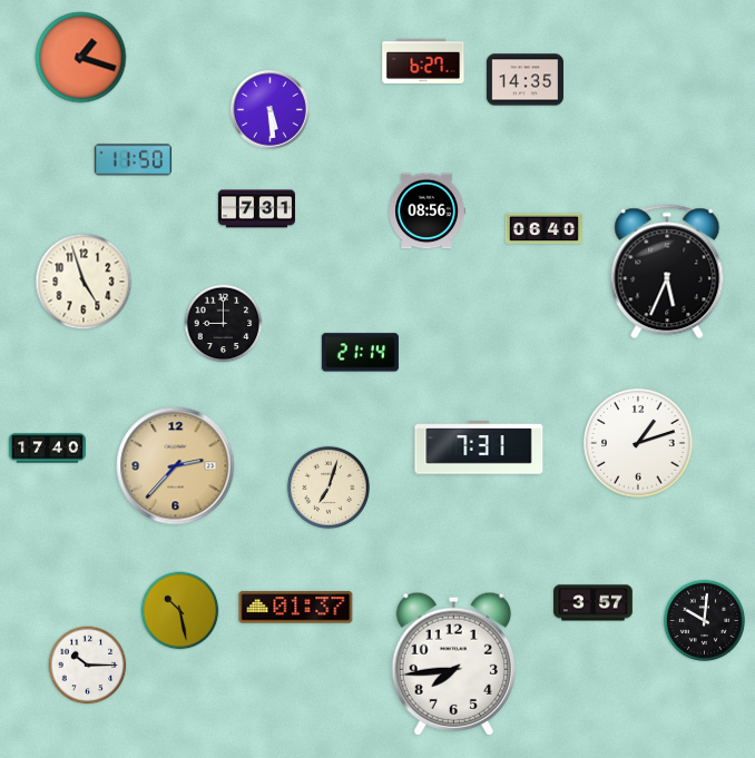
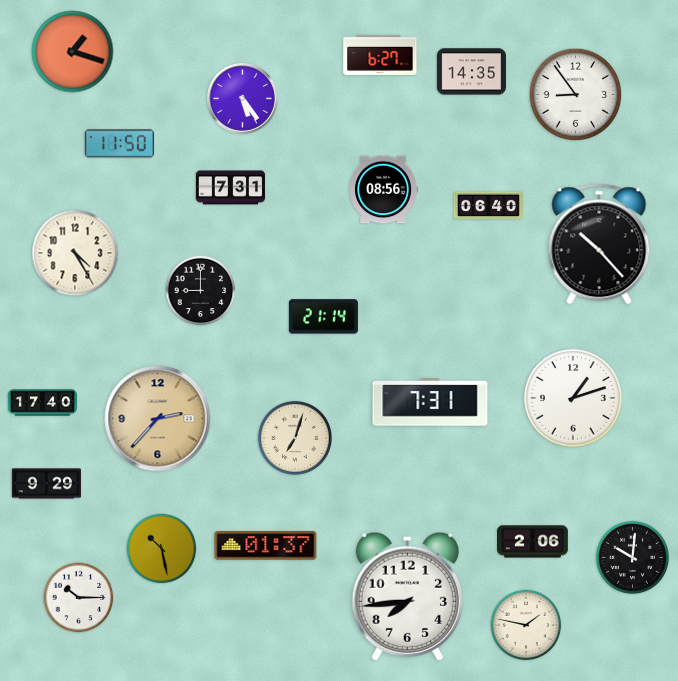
clock at (576, 95): none -> 8:54
clock at (271, 110): 5:29 -> 5:24
clock at (667, 272): 5:34 -> 10:23
clock at (84, 282): 4:57 -> 4:25
clock at (46, 484): none -> 9:29
clock at (594, 603): 3:57 -> 2:06
clock at (526, 625): none -> 1:47
